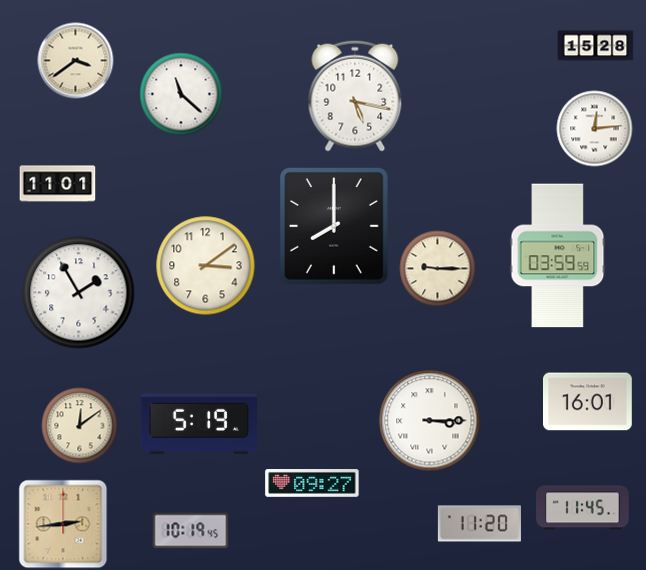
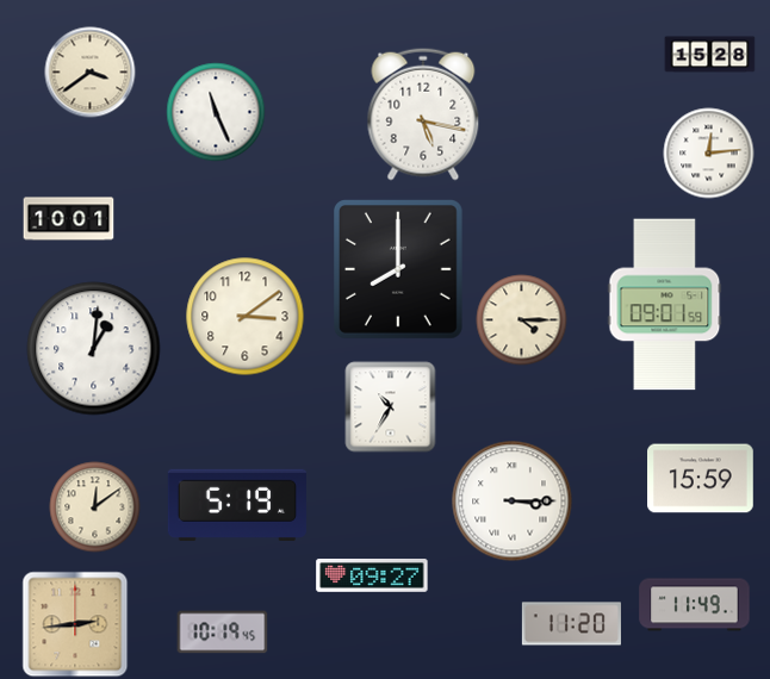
clock at (181, 94): 11:22 -> 11:26
clock at (58, 184): 11:01 -> 10:01
clock at (558, 256): 03:59 -> 09:01
clock at (438, 269): 9:15 -> 4:15
clock at (79, 293): 1:55 -> 1:01
clock at (391, 407): none -> 10:35
clock at (588, 402): 16:01 -> 15:59
clock at (583, 508): 11:45 -> 11:49
clock at (191, 531) position: (191, 531) -> (223, 633)
